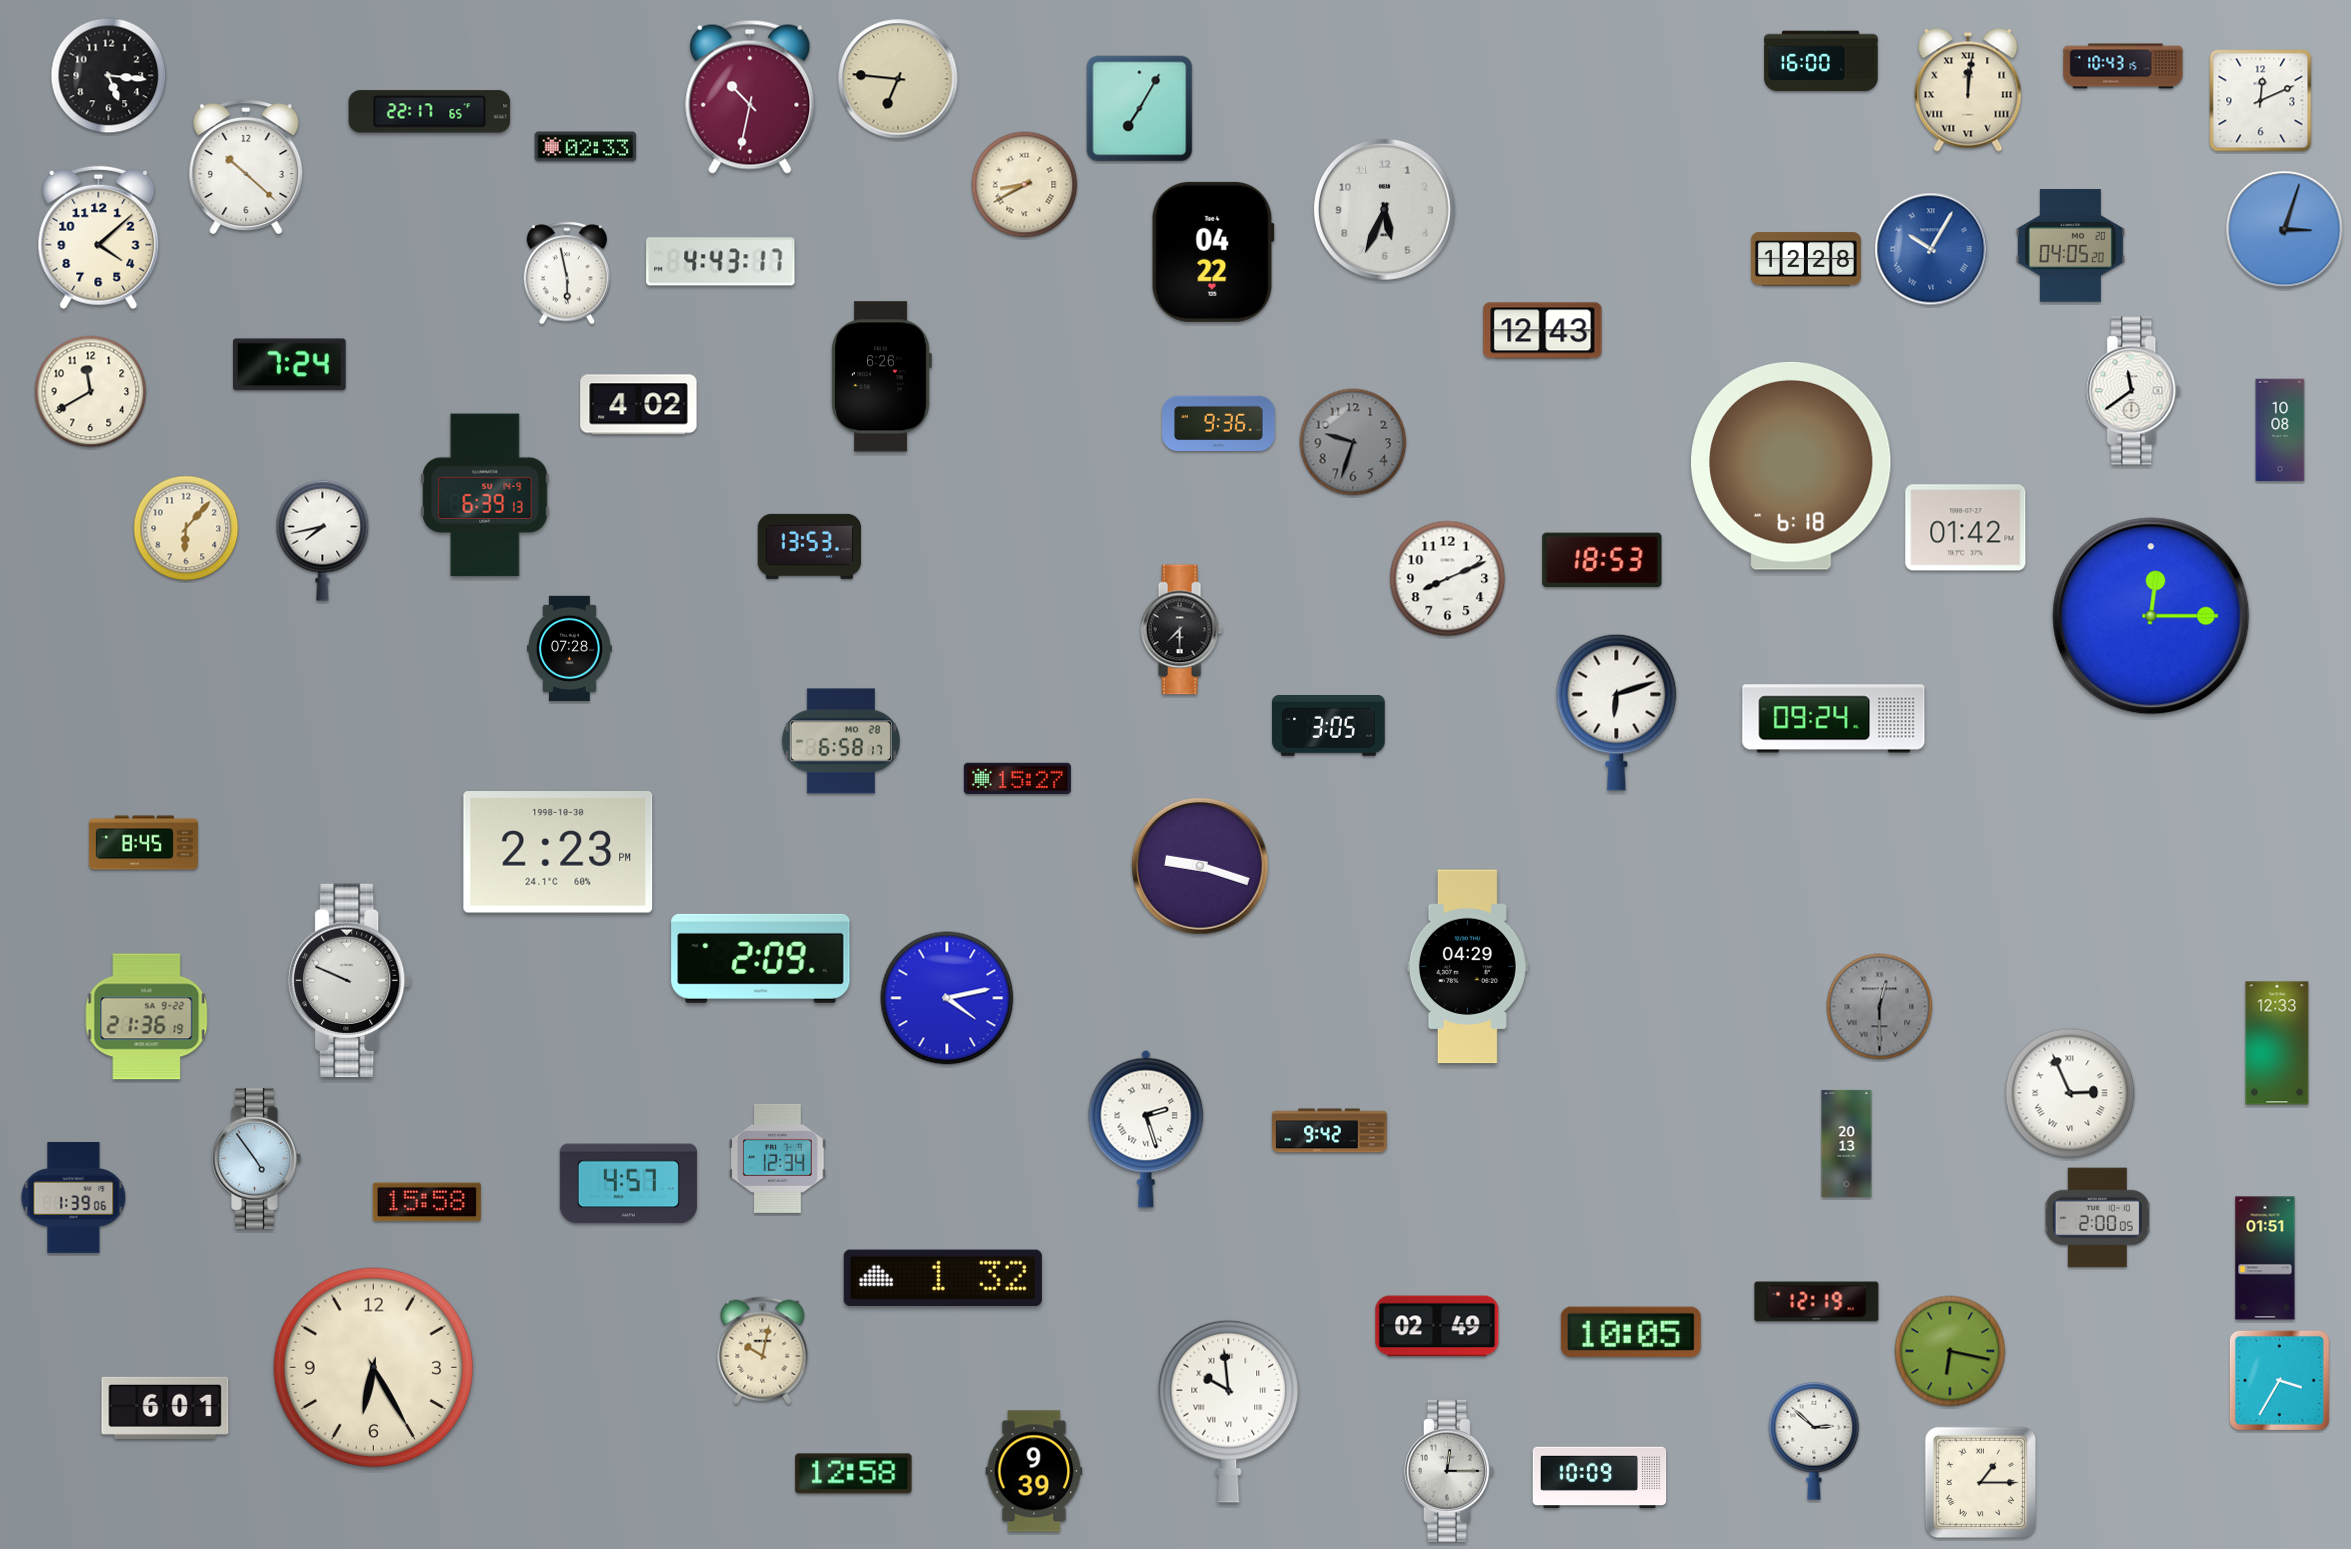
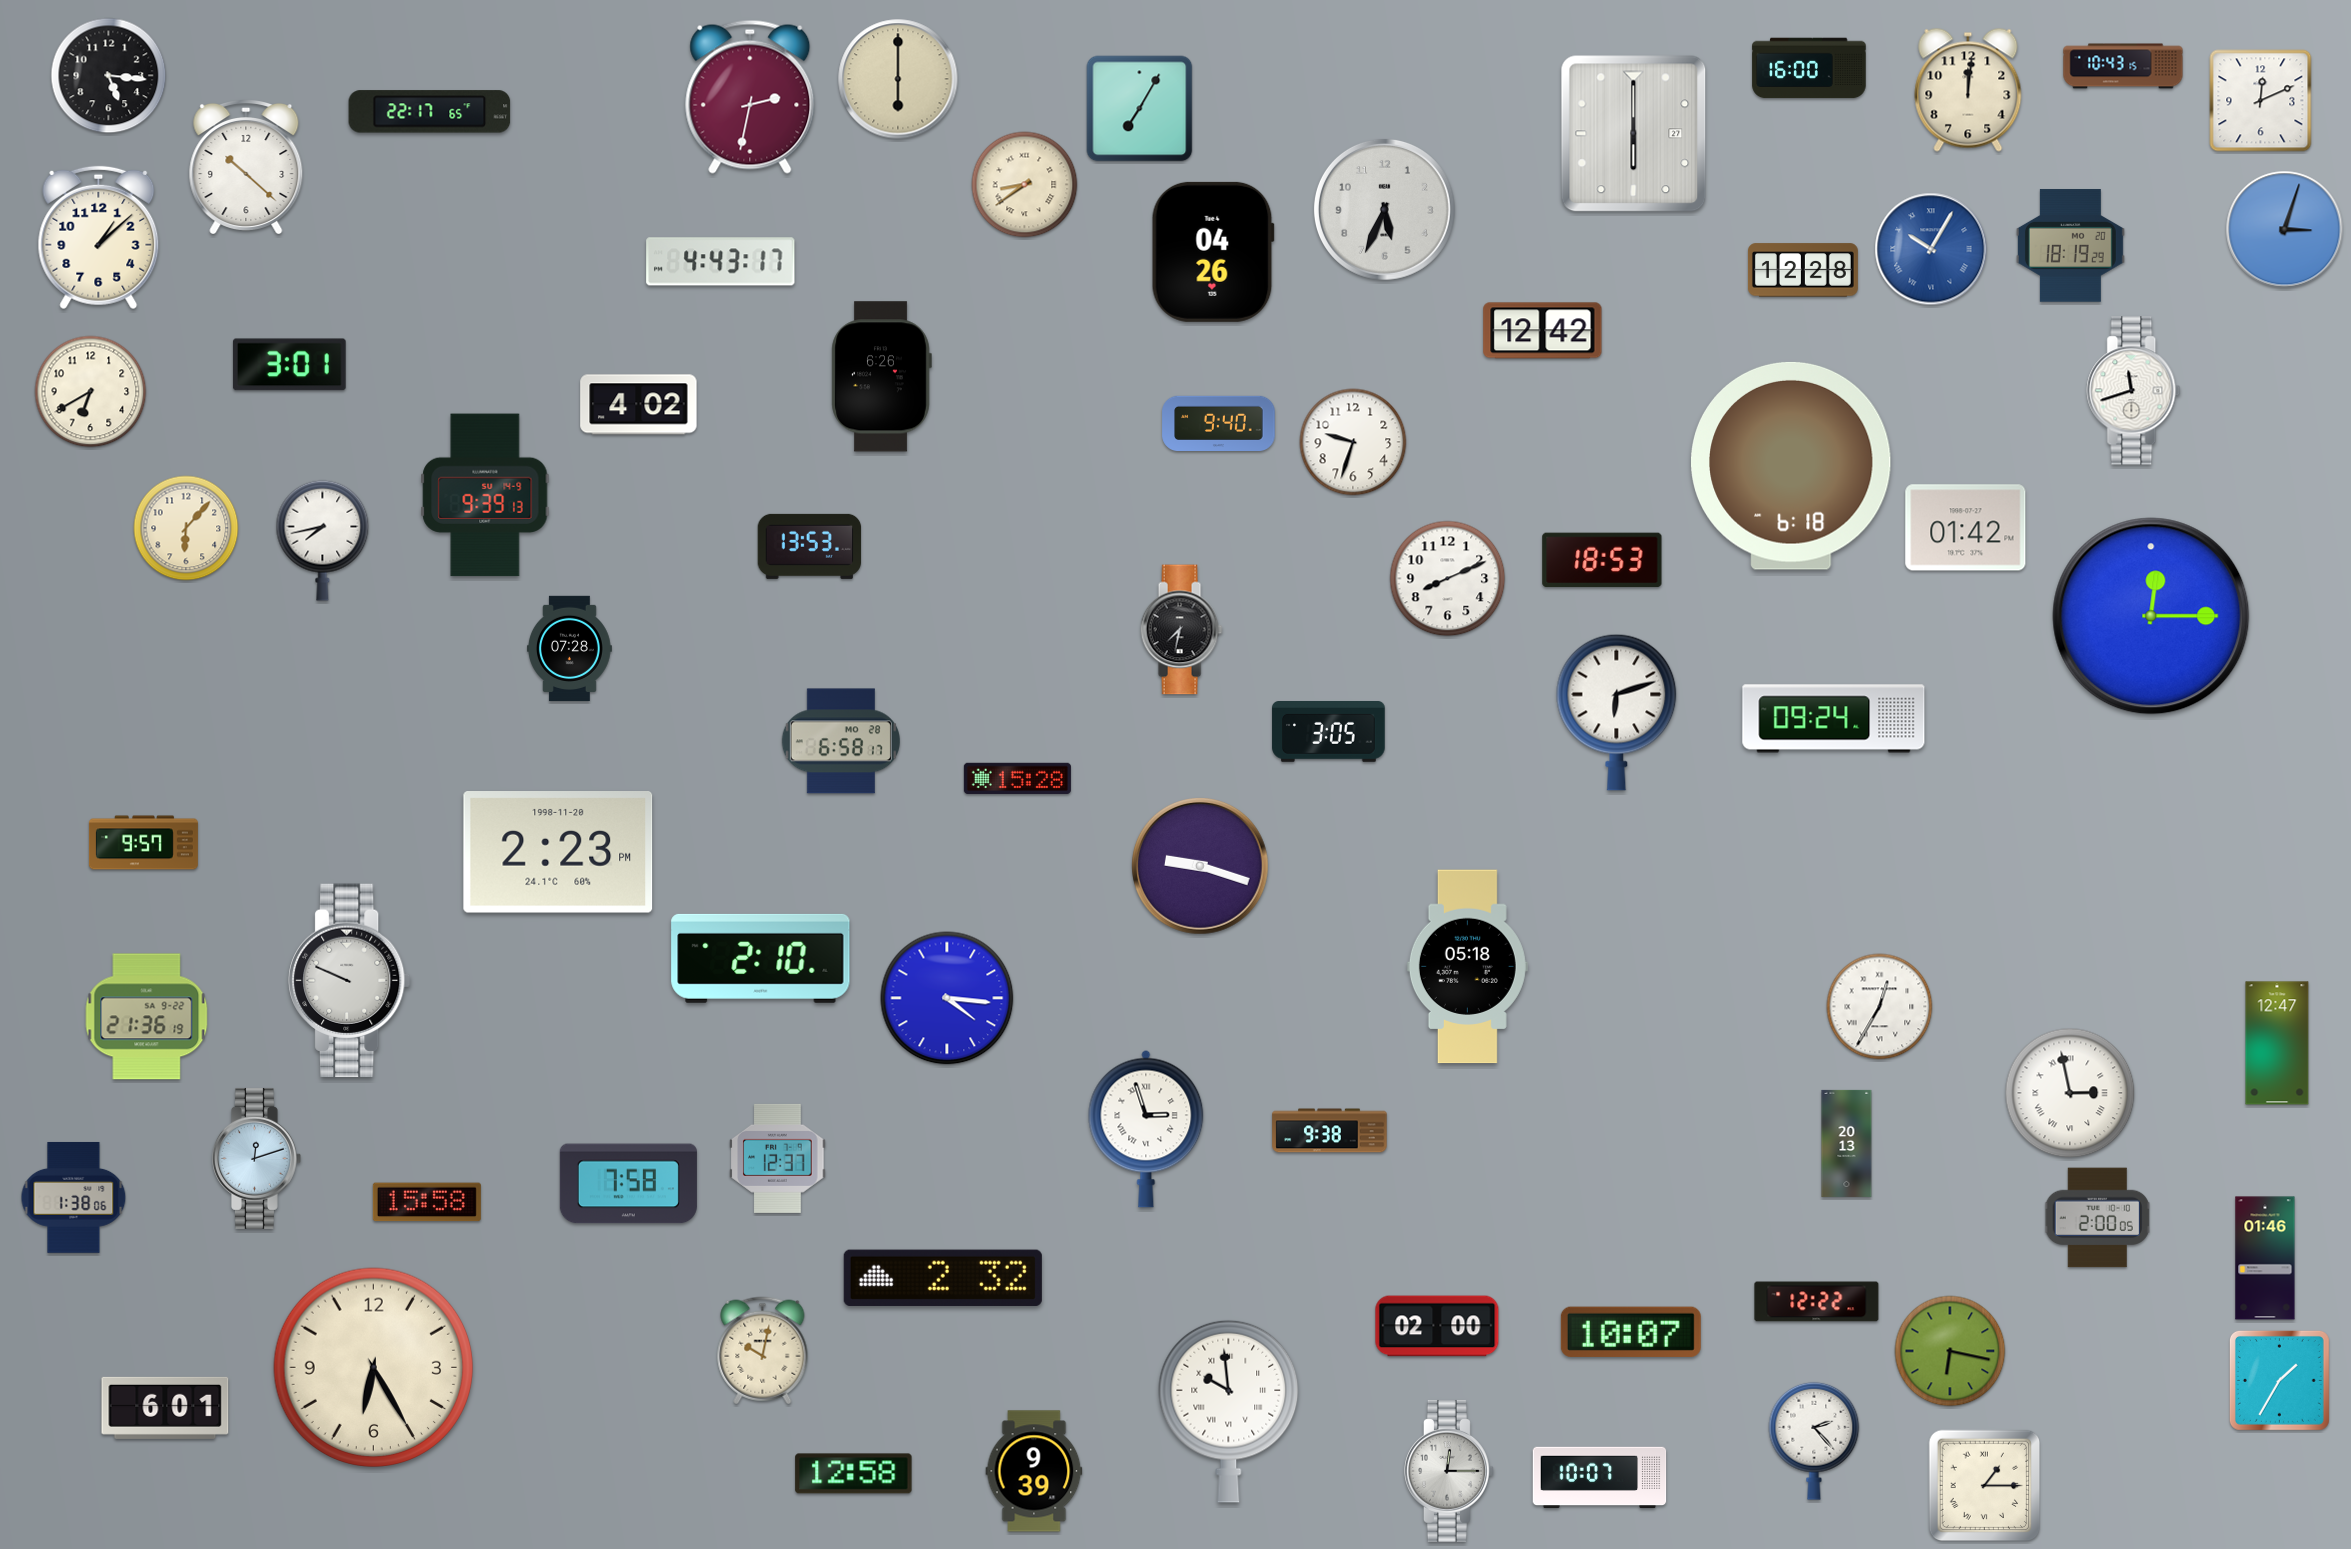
clock at (1821, 61) position: (1821, 61) -> (1809, 68)
clock at (898, 79): 6:46 -> 6:00
clock at (1968, 90) numerals: Roman -> Arabic
clock at (750, 97): 10:32 -> 2:32
clock at (1634, 134): none -> 6:00
clock at (586, 147): 02:33 -> none
clock at (1025, 185): 8:40 -> 8:39
clock at (99, 238): 4:08 -> 1:08
clock at (2070, 246): 04:05 -> 18:19
clock at (1213, 252): 04:22 -> 04:26
clock at (1806, 259) position: (1806, 259) -> (1803, 270)
clock at (566, 273): 5:58 -> none
clock at (1543, 331): 12:43 -> 12:42
clock at (289, 365): 7:24 -> 3:01
clock at (2134, 391): 11:39 -> 11:42
clock at (91, 392): 11:40 -> 6:40
clock at (1219, 423): 9:36 -> 9:40
clock at (2280, 430): 10:08 -> none
clock at (1353, 442) dial: grey -> white
clock at (485, 495): 6:39 -> 9:39
clock at (1181, 630): 7:30 -> 7:32
clock at (1329, 726) position: (1329, 726) -> (1329, 732)
clock at (1017, 778): 15:27 -> 15:28
clock at (143, 843): 8:45 -> 9:57
clock at (558, 853) date: 1998-10-30 -> 1998-11-20
clock at (761, 958): 2:09 -> 2:10
clock at (1467, 967): 04:29 -> 05:18
clock at (947, 998): 4:13 -> 4:16
clock at (1880, 1007): 12:30 -> 12:35
clock at (1880, 1007) dial: grey -> white
clock at (2277, 1043): 12:33 -> 12:47
clock at (2070, 1093): 2:56 -> 2:58
clock at (1146, 1129): 2:27 -> 2:57
clock at (1330, 1131): 9:42 -> 9:38
clock at (256, 1158): 4:54 -> 12:12
clock at (778, 1158): 12:34 -> 12:37
clock at (628, 1184): 4:57 -> 7:58
clock at (74, 1197): 1:39 -> 1:38
clock at (2265, 1258): 01:51 -> 01:46
clock at (943, 1278): 1:32 -> 2:32
clock at (1817, 1302): 12:19 -> 12:22
clock at (1437, 1326): 02:49 -> 02:00
clock at (1631, 1332): 10:05 -> 10:07
clock at (2279, 1380): 3:35 -> 1:35
clock at (1814, 1441): 2:52 -> 2:23
clock at (1600, 1478): 10:09 -> 10:07
clock at (1981, 1483) position: (1981, 1483) -> (1985, 1486)
